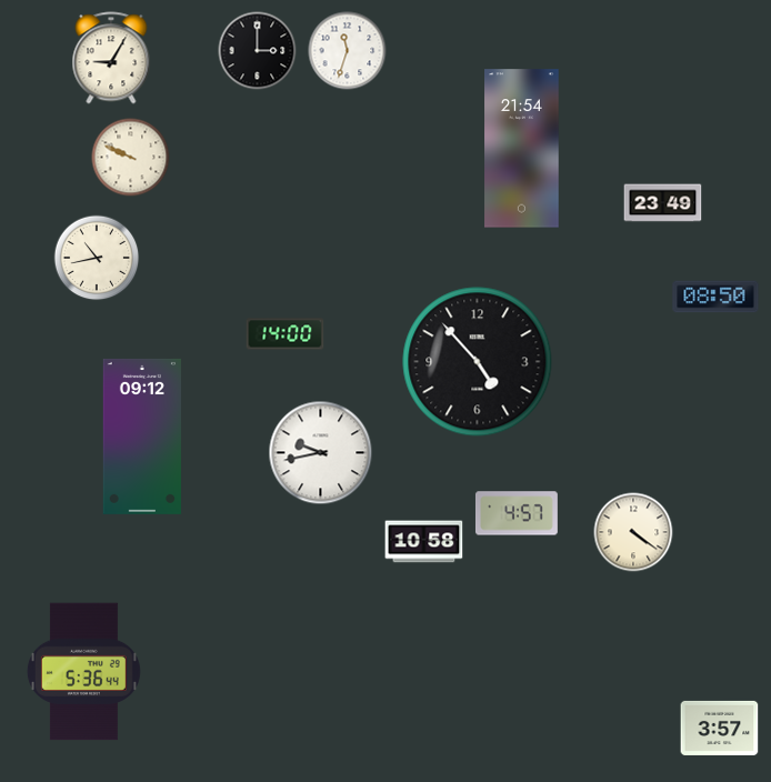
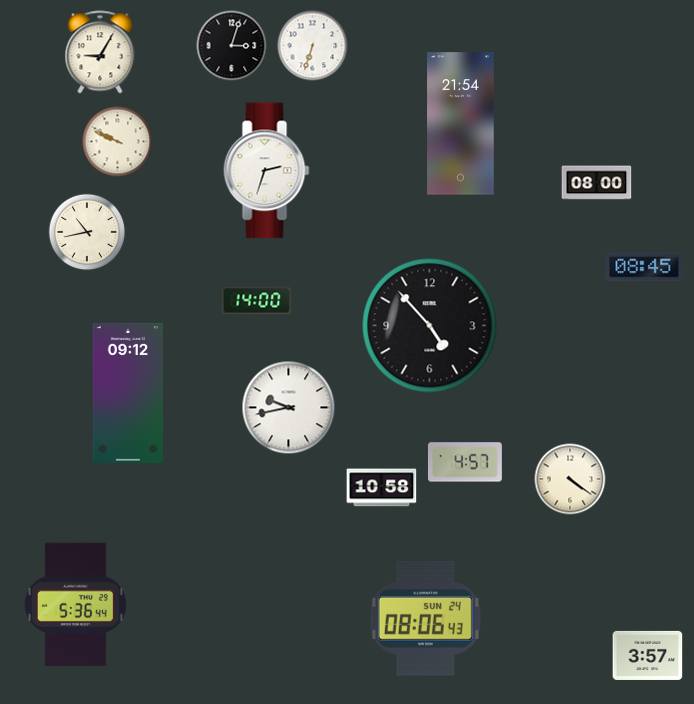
clock at (258, 51): 3:00 -> 3:03
clock at (348, 51): 11:33 -> 6:33
clock at (522, 149) position: (522, 149) -> (461, 124)
clock at (267, 171): none -> 2:33
clock at (663, 203): 23:49 -> 08:00
clock at (715, 297): 08:50 -> 08:45
clock at (425, 618): none -> 08:06
